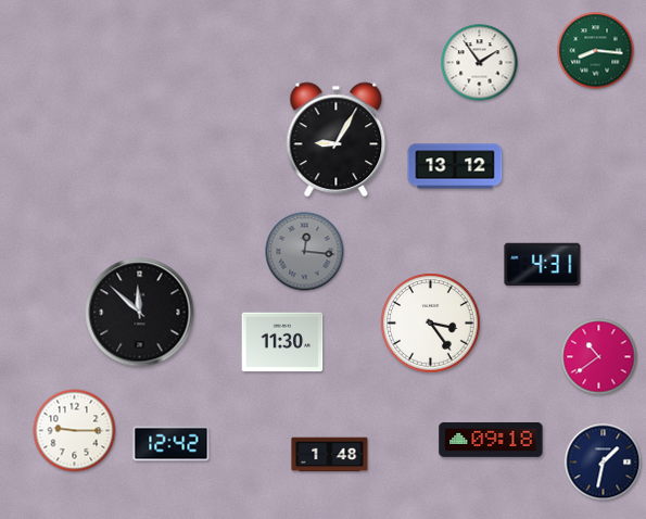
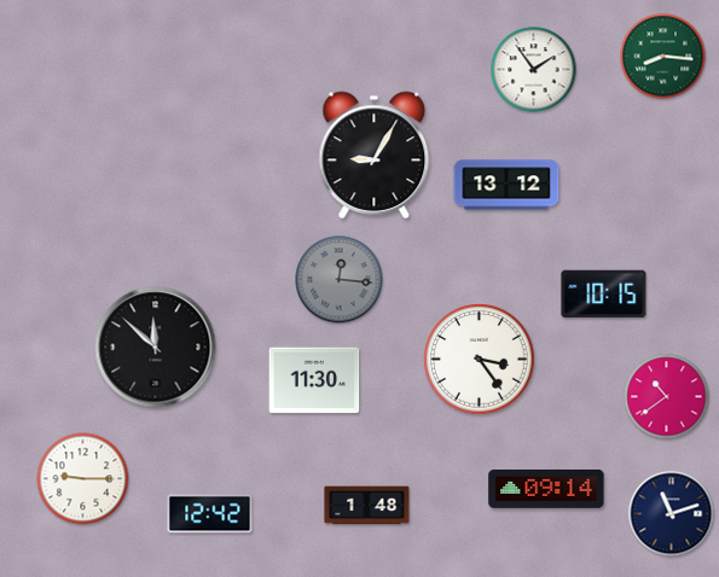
clock at (543, 265): 4:31 -> 10:15
clock at (491, 440): 09:18 -> 09:14
clock at (172, 444) position: (172, 444) -> (210, 514)
clock at (604, 463): 1:32 -> 11:12
